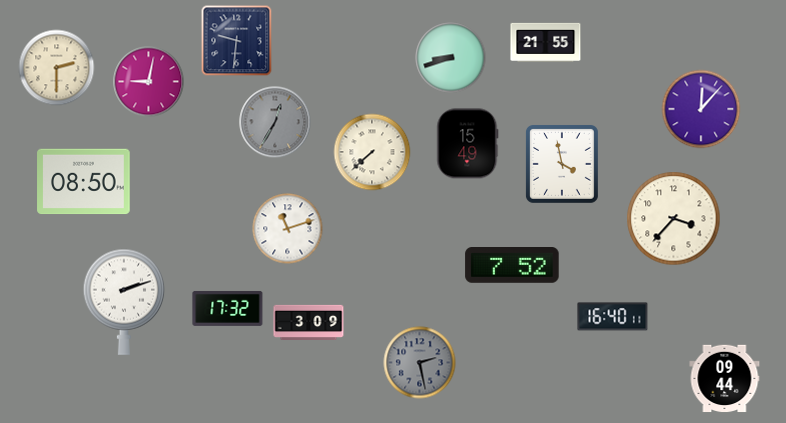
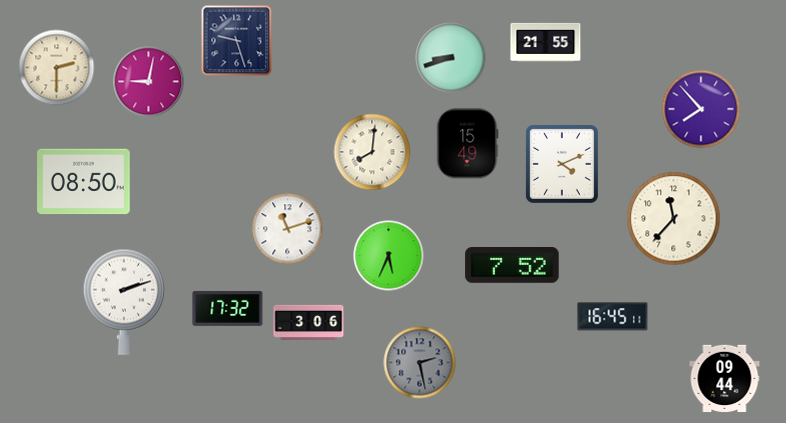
clock at (237, 41): 9:31 -> 9:27
clock at (701, 109): 12:07 -> 7:53
clock at (275, 122): 12:35 -> none
clock at (372, 152): 7:38 -> 8:01
clock at (562, 164): 3:58 -> 4:11
clock at (674, 219): 3:37 -> 11:37
clock at (389, 256): none -> 5:34
clock at (613, 317): 16:40 -> 16:45
clock at (309, 322): 3:09 -> 3:06
